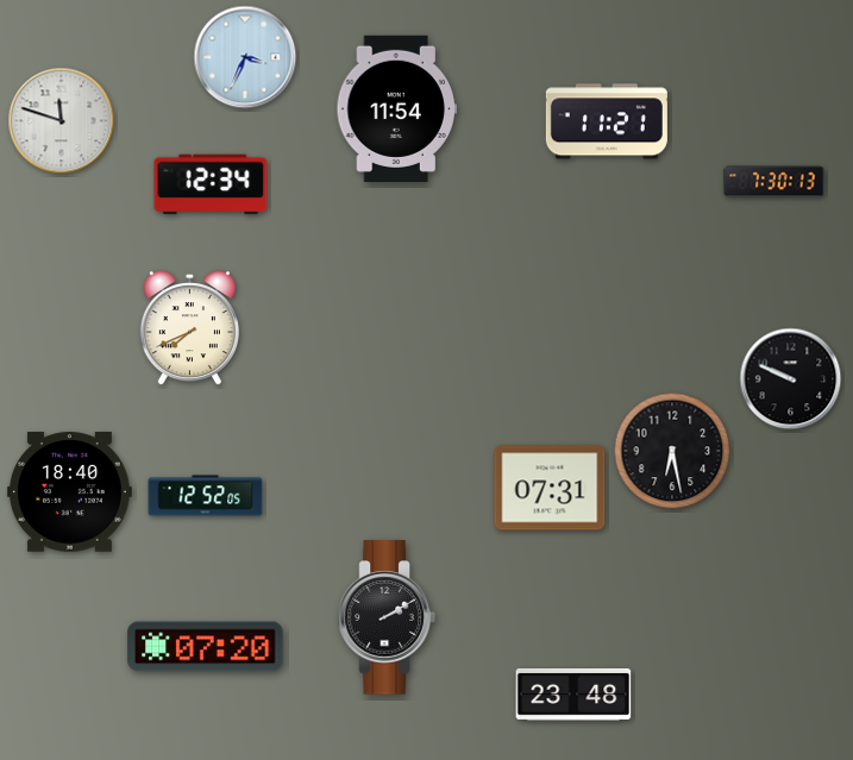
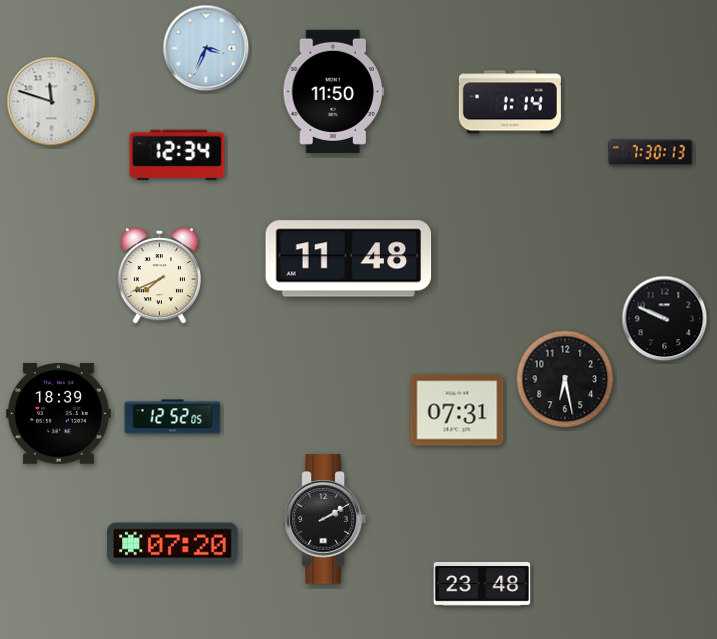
clock at (396, 108): 11:54 -> 11:50
clock at (607, 121): 11:21 -> 1:14
clock at (349, 259): none -> 11:48
clock at (550, 488) position: (550, 488) -> (457, 410)
clock at (69, 492): 18:40 -> 18:39
